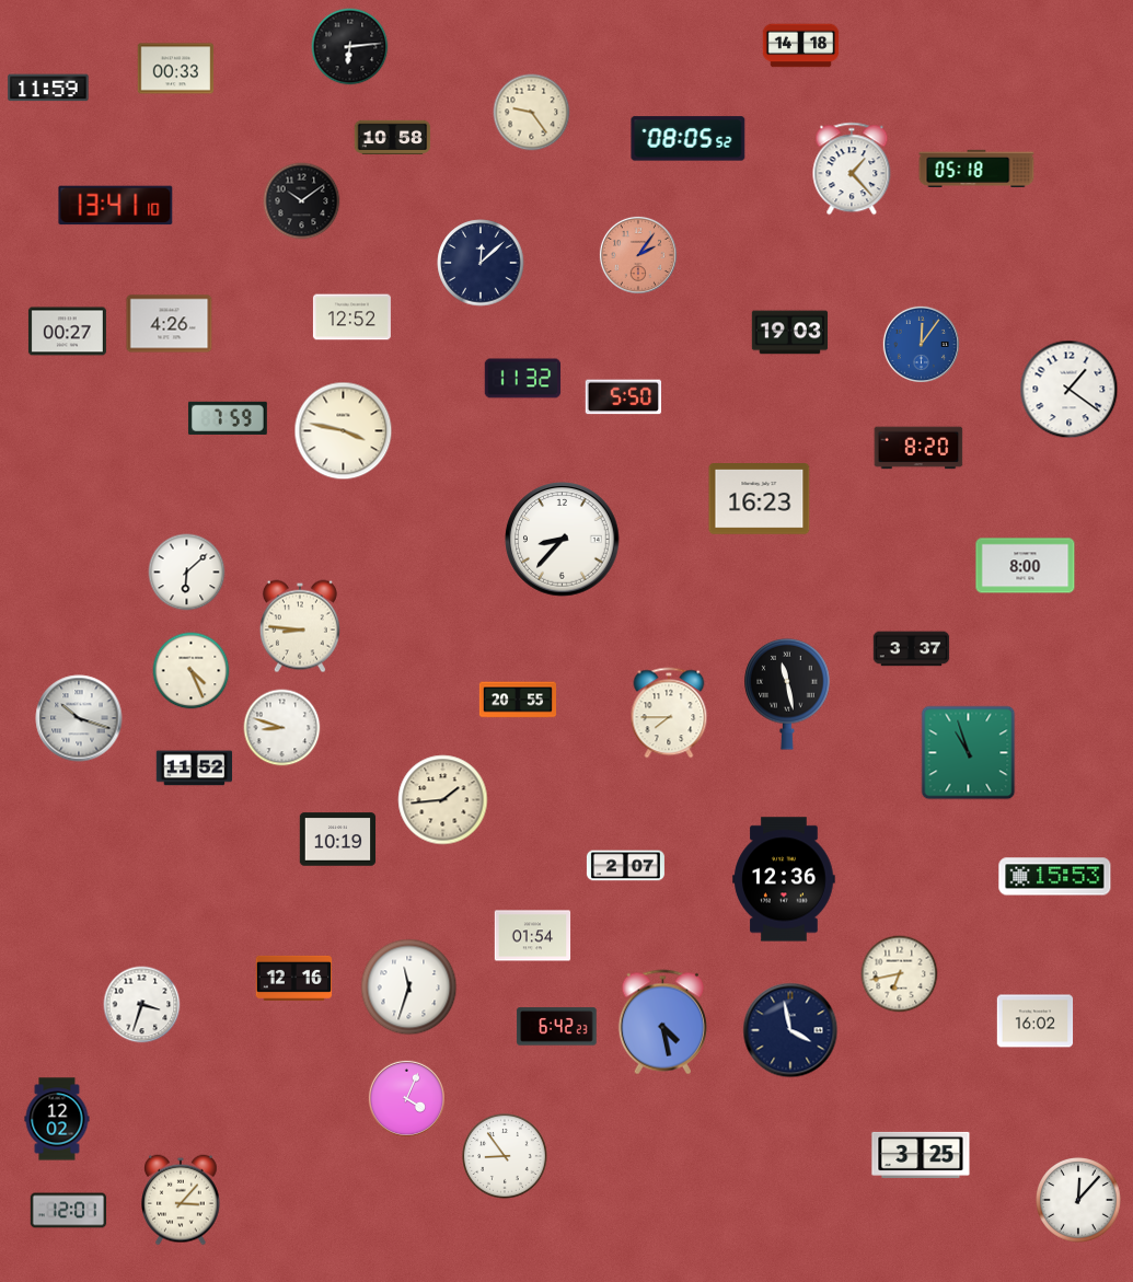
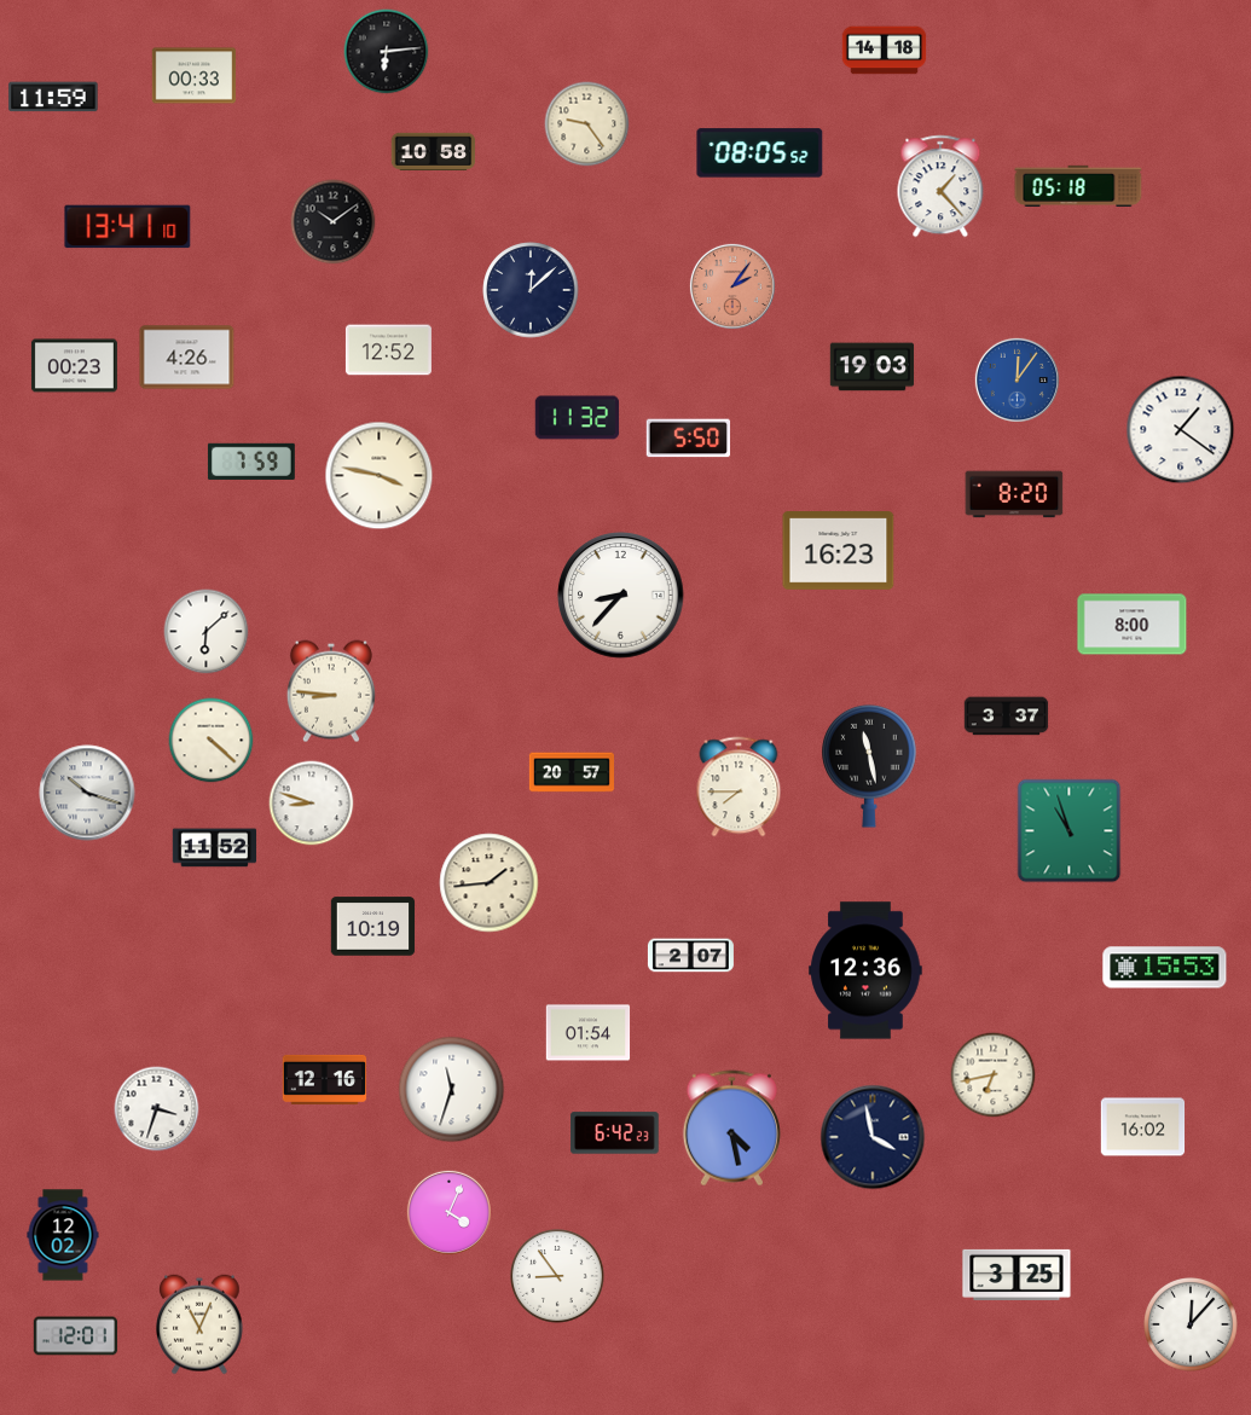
clock at (638, 255) position: (638, 255) -> (732, 286)
clock at (67, 332): 00:27 -> 00:23
clock at (192, 671): 4:26 -> 4:22
clock at (517, 700): 20:55 -> 20:57
clock at (182, 1200): 3:07 -> 11:04
